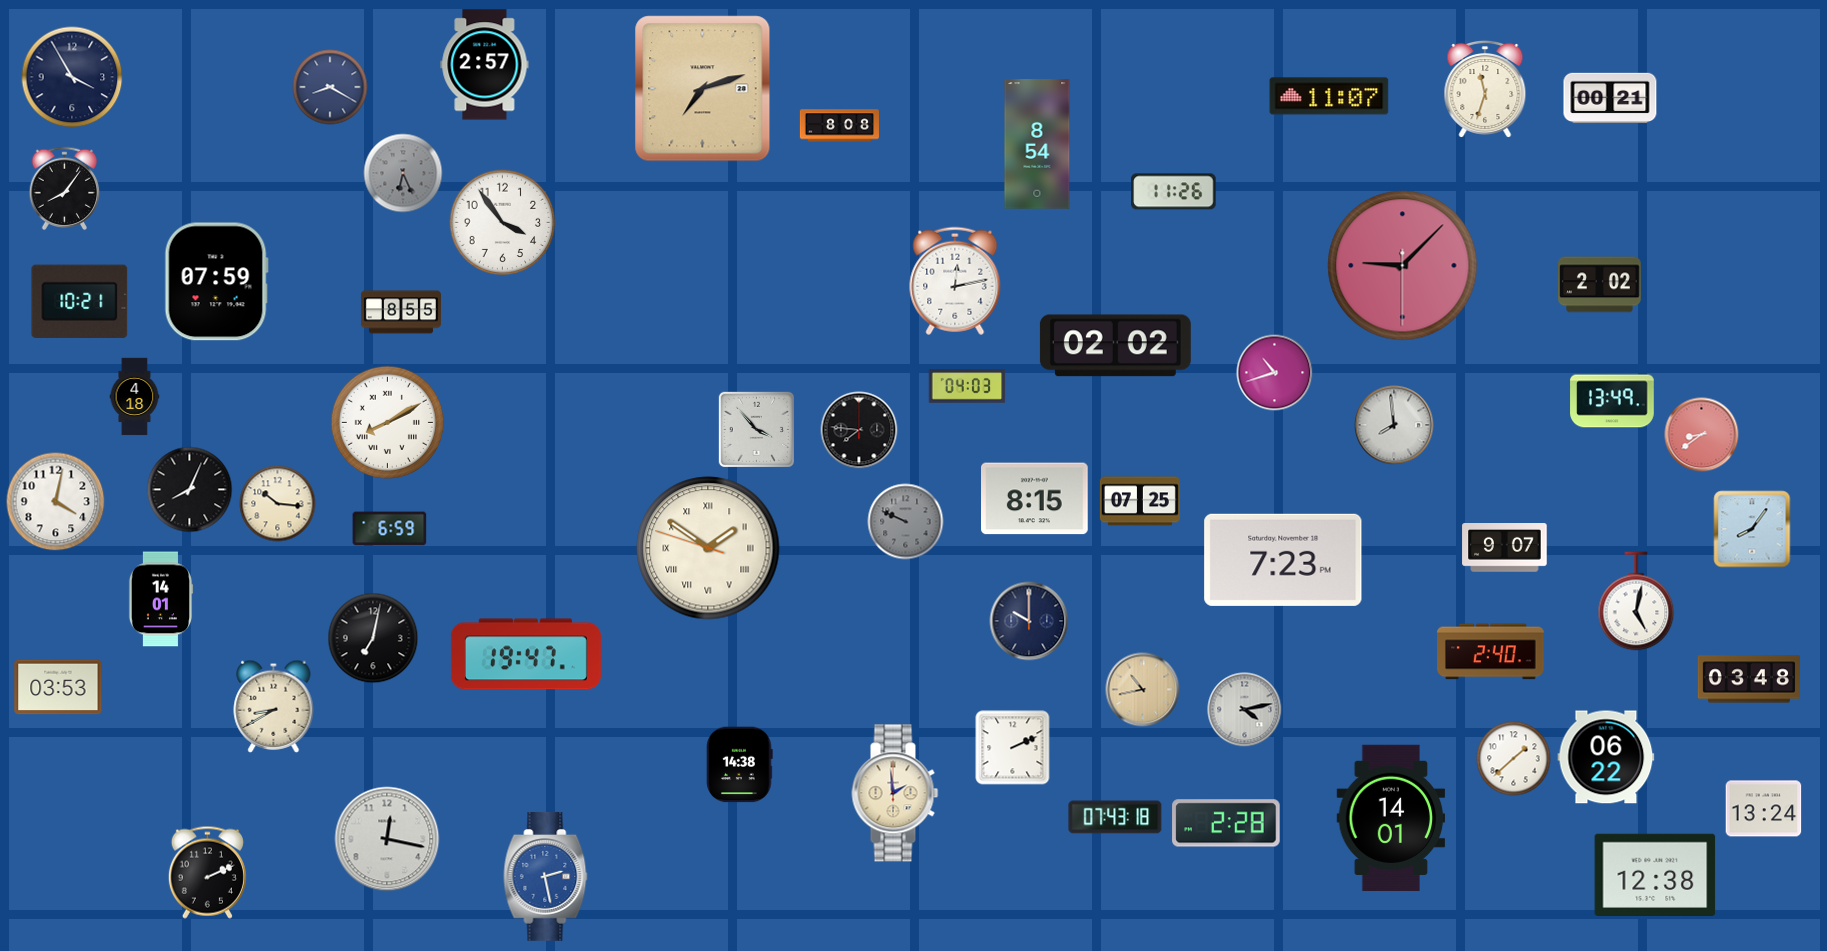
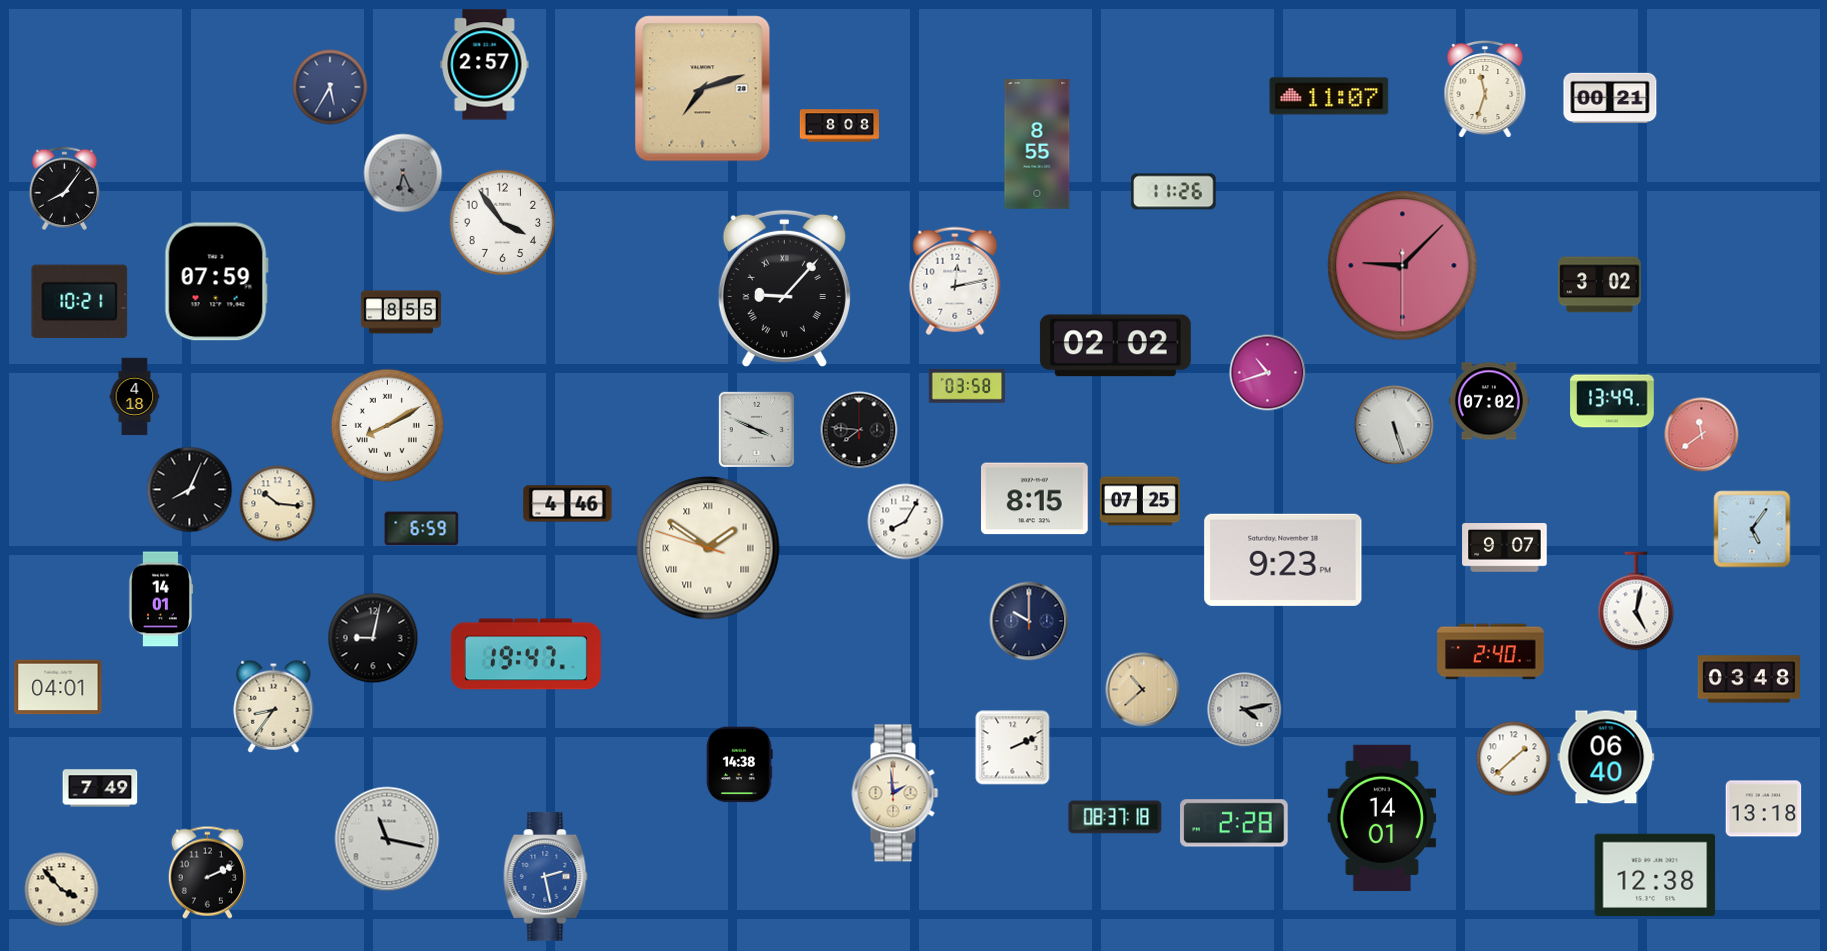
clock at (72, 77): 3:55 -> none
clock at (330, 87): 8:20 -> 5:35
clock at (1037, 144): 8:54 -> 8:55
clock at (1600, 285): 2:02 -> 3:02
clock at (784, 288): none -> 9:07
clock at (1275, 373) position: (1275, 373) -> (1268, 373)
clock at (967, 386): 04:03 -> 03:58
clock at (1489, 401): none -> 07:02
clock at (387, 422) position: (387, 422) -> (387, 425)
clock at (1394, 425): 7:59 -> 5:27
clock at (756, 429): 3:53 -> 3:49
clock at (1702, 435): 8:39 -> 11:39
clock at (56, 502): 4:02 -> none
clock at (568, 504): none -> 4:46
clock at (906, 522): 9:49 -> 8:05
clock at (906, 522) dial: grey -> white
clock at (390, 529) position: (390, 529) -> (422, 529)
clock at (1752, 529): 8:06 -> 5:06
clock at (1283, 560): 7:23 -> 9:23
clock at (373, 638): 7:02 -> 9:02
clock at (58, 687): 03:53 -> 04:01
clock at (1143, 690): 10:43 -> 10:38
clock at (274, 706): 8:40 -> 8:36
clock at (1606, 757): 06:22 -> 06:40
clock at (100, 788): none -> 7:49
clock at (1764, 809): 13:24 -> 13:18
clock at (1115, 817): 07:43 -> 08:37
clock at (1391, 817) position: (1391, 817) -> (1382, 817)
clock at (1226, 823) position: (1226, 823) -> (1234, 823)
clock at (387, 839): 12:17 -> 11:17
clock at (62, 890): none -> 3:53
